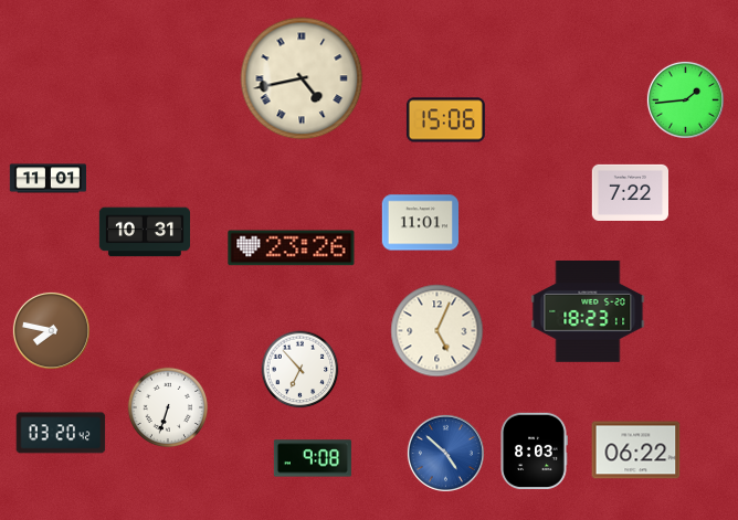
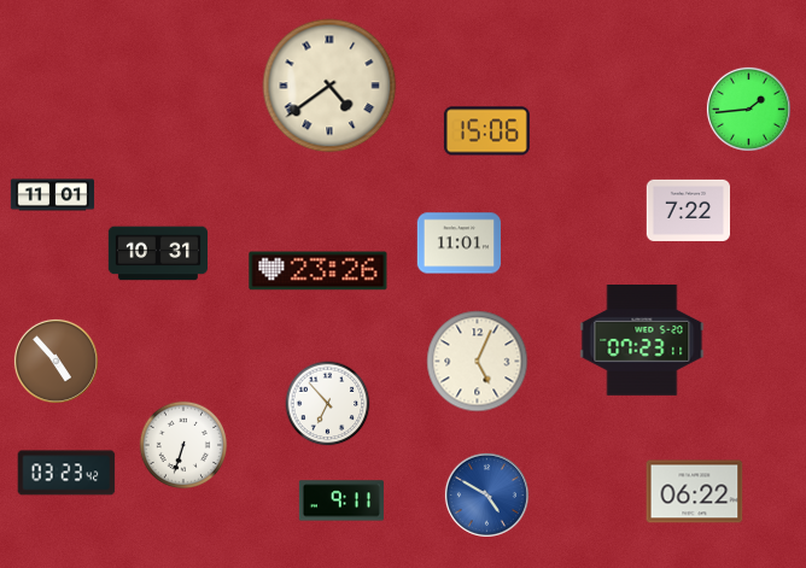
clock at (302, 78): 4:43 -> 4:39
clock at (588, 312): 18:23 -> 07:23
clock at (51, 330): 7:47 -> 4:53
clock at (61, 433): 03:20 -> 03:23
clock at (534, 450): 8:03 -> none
clock at (445, 453): 4:52 -> 4:50
clock at (313, 458): 9:08 -> 9:11
